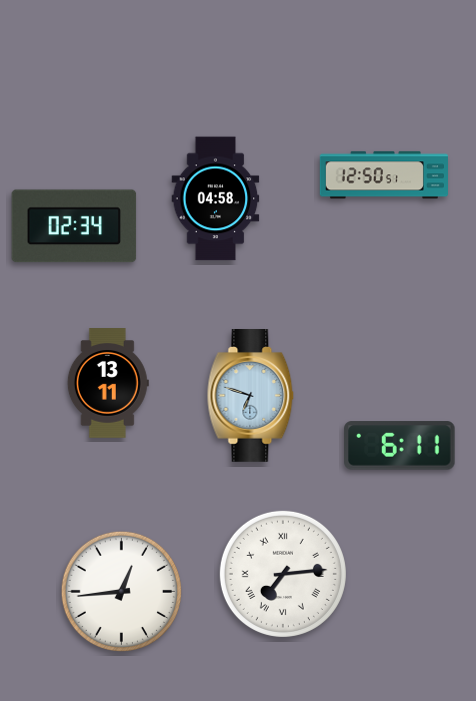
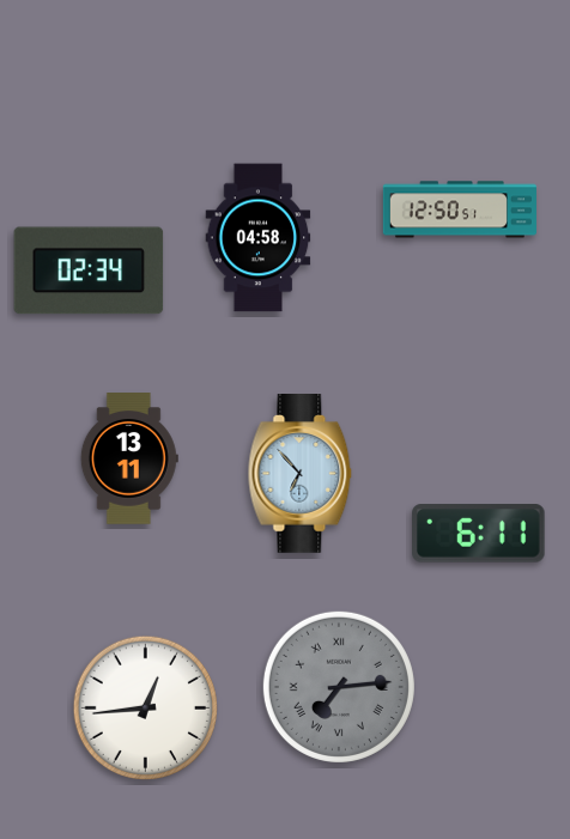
clock at (251, 396): 6:48 -> 6:53
clock at (283, 574) dial: white -> grey
